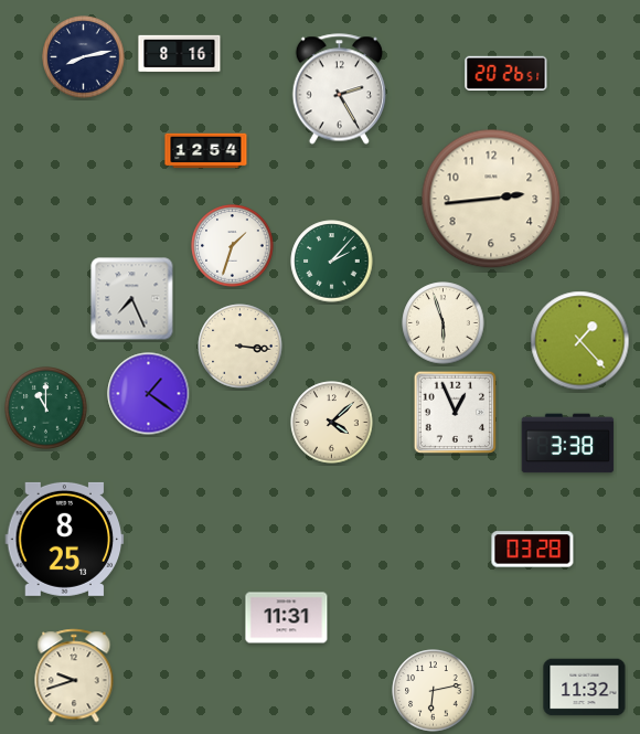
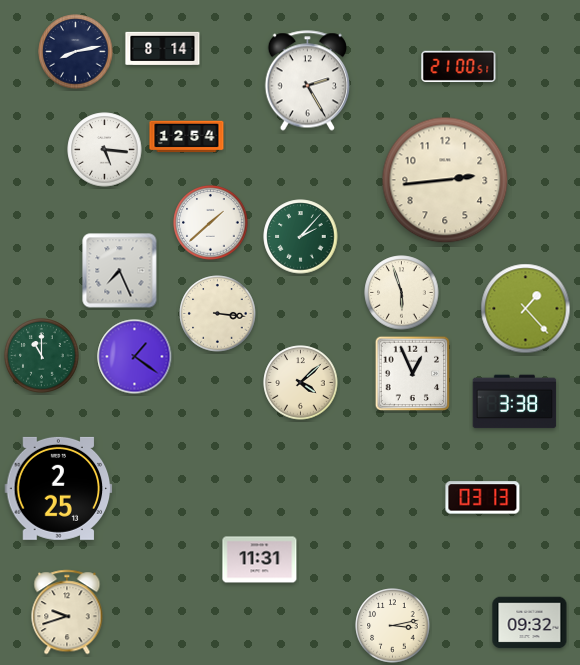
clock at (180, 54): 8:16 -> 8:14
clock at (506, 73): 20:26 -> 21:00
clock at (105, 150): none -> 5:16
clock at (233, 246): 1:33 -> 1:38
clock at (46, 408) position: (46, 408) -> (42, 356)
clock at (65, 539): 8:25 -> 2:25
clock at (533, 550): 03:28 -> 03:13
clock at (585, 688): 11:32 -> 09:32
clock at (434, 691): 6:13 -> 3:13
